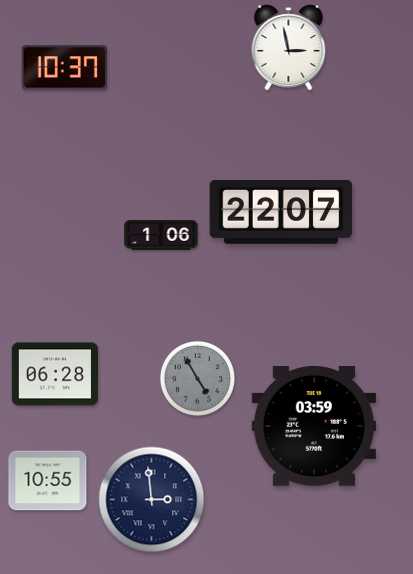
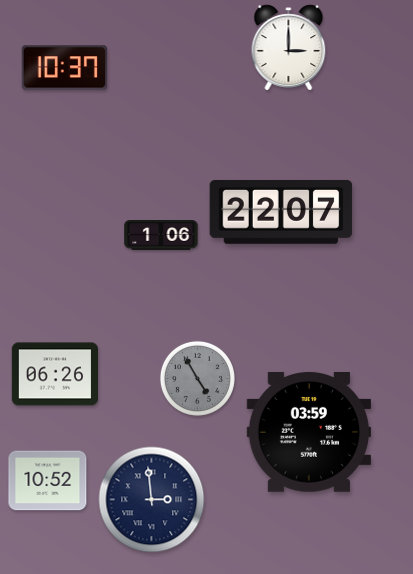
clock at (289, 48): 2:58 -> 3:00
clock at (54, 374): 06:28 -> 06:26
clock at (313, 426) position: (313, 426) -> (308, 432)
clock at (48, 481): 10:55 -> 10:52
